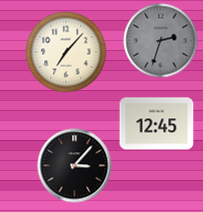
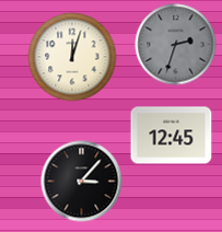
clock at (66, 52): 7:07 -> 12:03
